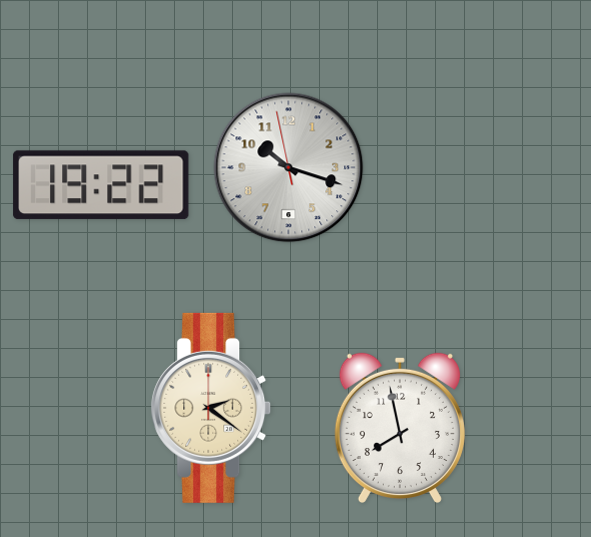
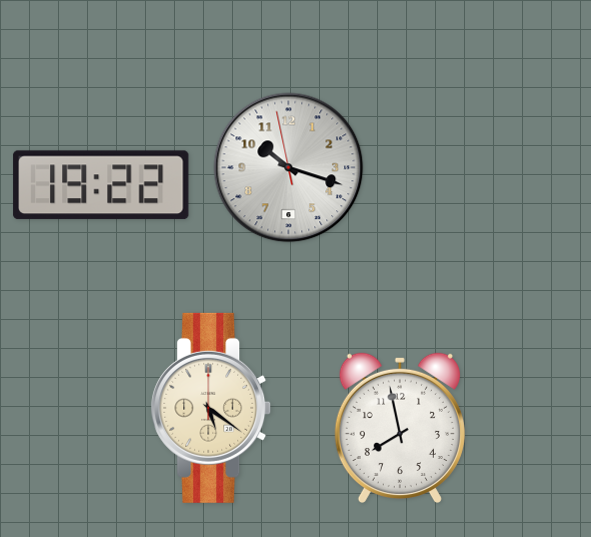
clock at (211, 408): 2:21 -> 5:21
